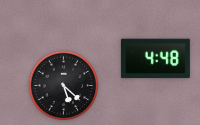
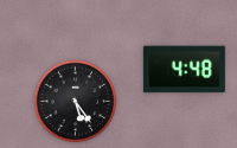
clock at (64, 86): 5:22 -> 5:24
